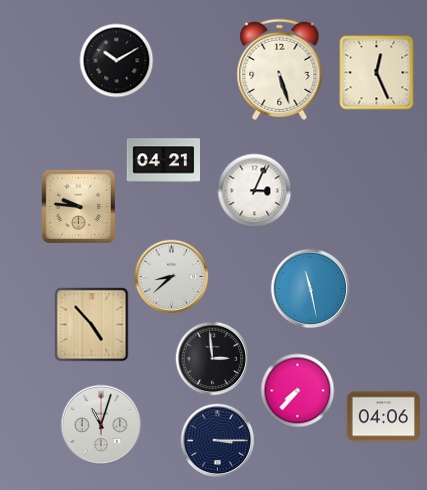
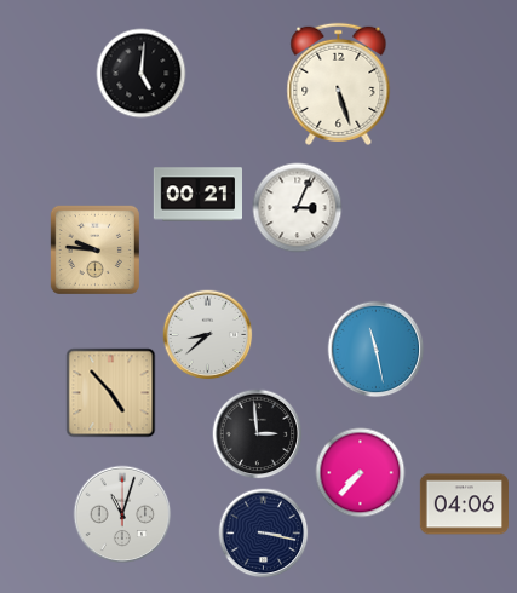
clock at (117, 61): 10:10 -> 5:01
clock at (377, 73): 12:26 -> none
clock at (163, 161): 04:21 -> 00:21
clock at (255, 191) position: (255, 191) -> (298, 208)
clock at (218, 441): 3:15 -> 3:17
